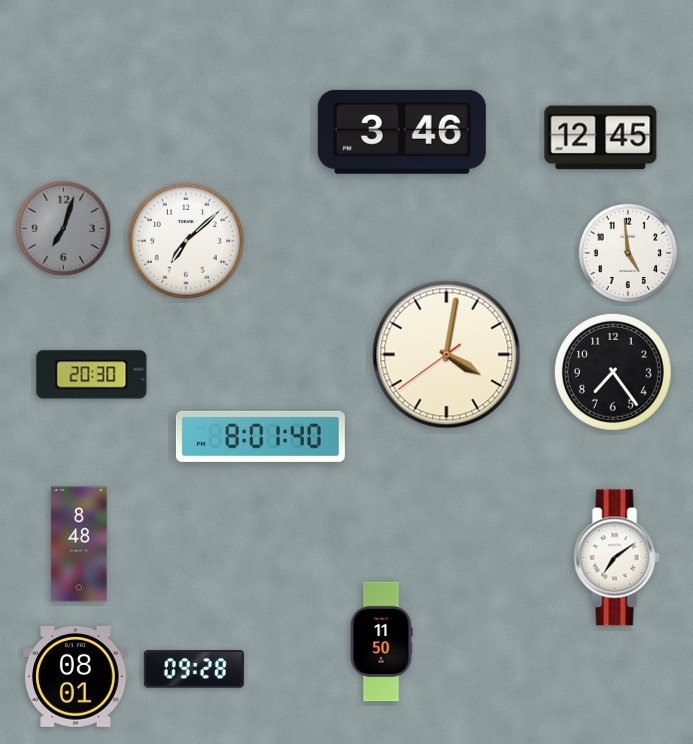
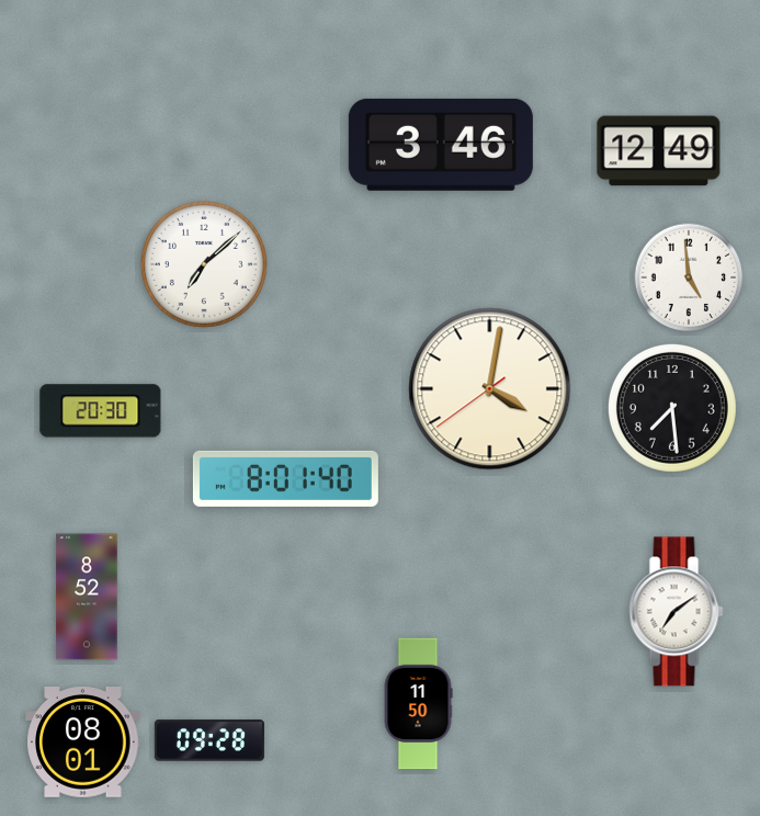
clock at (601, 138): 12:45 -> 12:49
clock at (64, 229): 7:03 -> none
clock at (613, 372): 7:24 -> 7:29
clock at (79, 544): 8:48 -> 8:52
clock at (194, 669) position: (194, 669) -> (209, 740)
